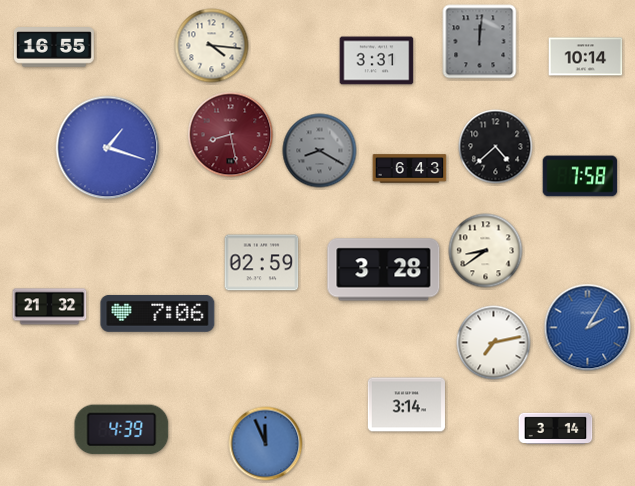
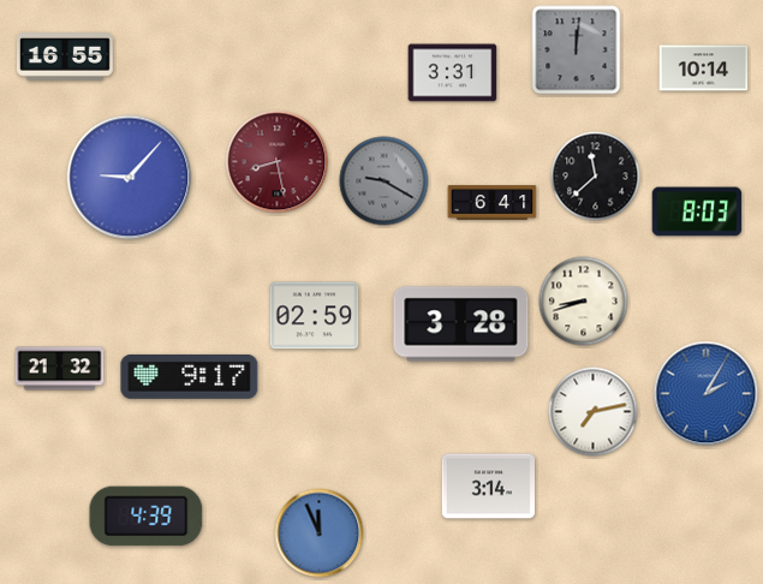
clock at (212, 46): 4:16 -> none
clock at (496, 147): 4:38 -> 11:38
clock at (108, 148): 1:18 -> 9:07
clock at (320, 151): 8:20 -> 9:20
clock at (410, 169): 6:43 -> 6:41
clock at (580, 176): 7:58 -> 8:03
clock at (486, 251): 8:39 -> 8:42
clock at (158, 313): 7:06 -> 9:17
clock at (556, 428): 3:14 -> none
